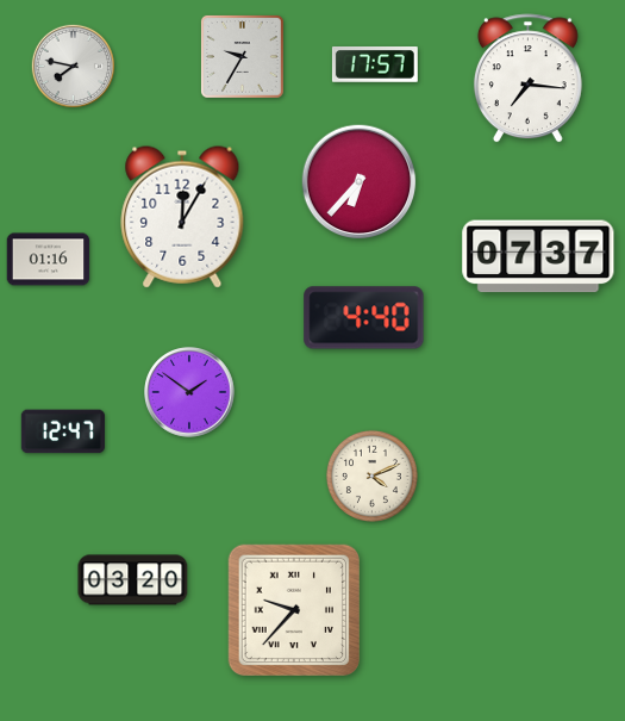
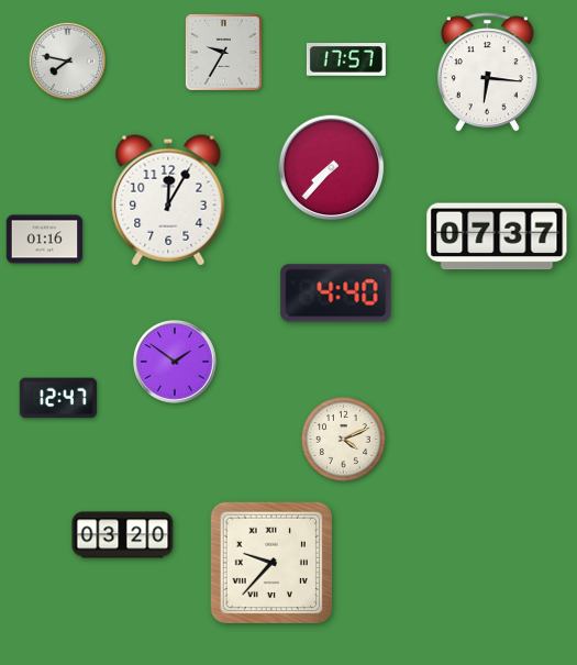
clock at (527, 79): 7:16 -> 6:16
clock at (360, 182): 6:37 -> 7:37
